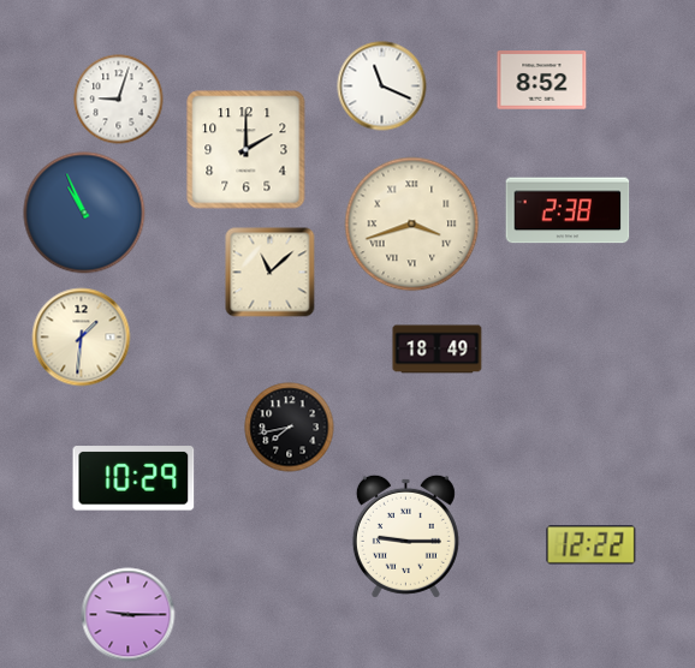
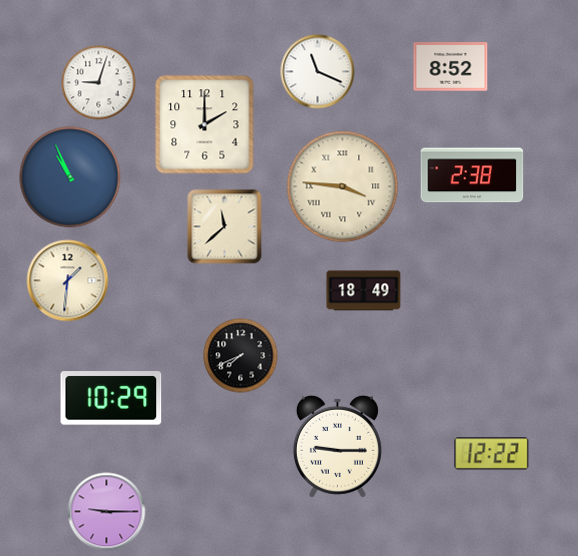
clock at (412, 225): 3:42 -> 3:46
clock at (271, 273): 11:08 -> 11:38
clock at (290, 428): 7:43 -> 7:41
